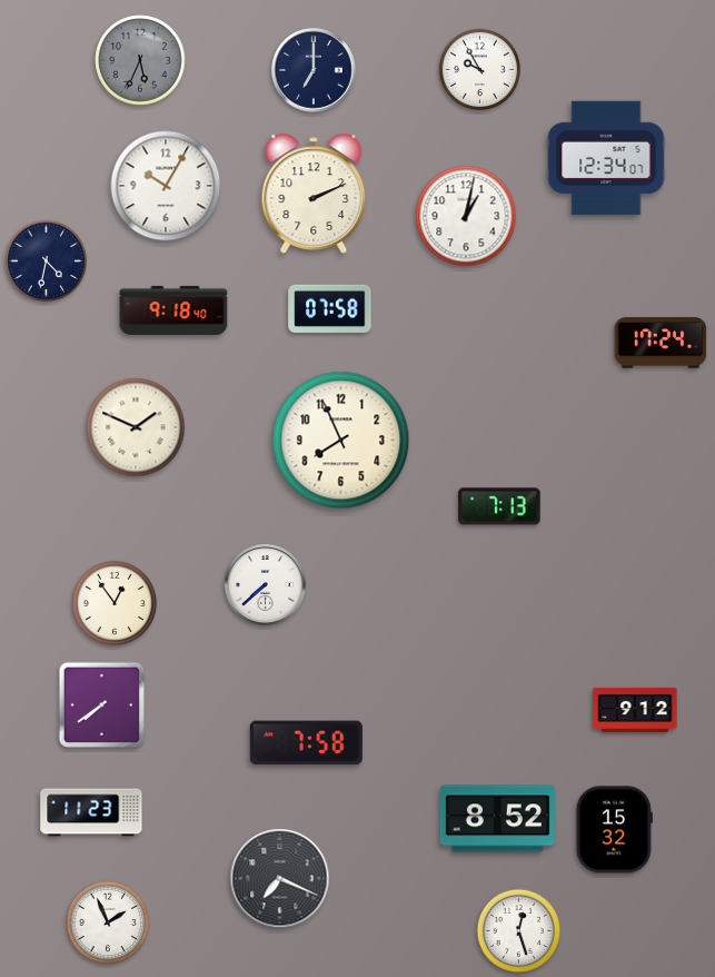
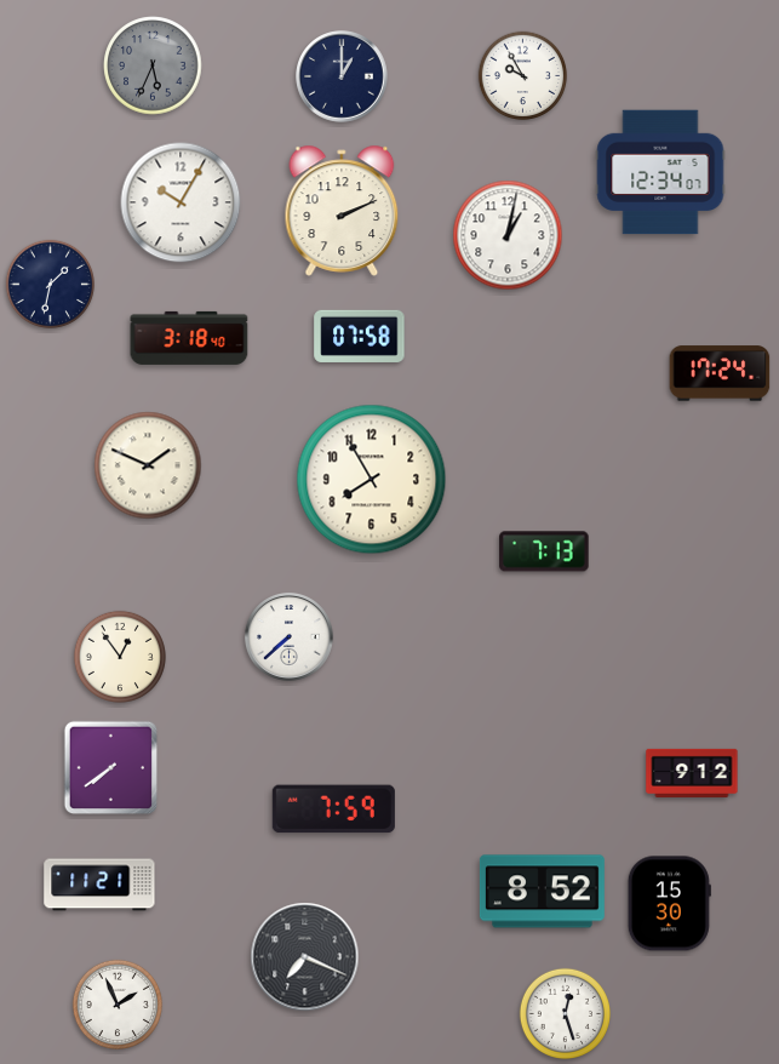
clock at (314, 70): 7:00 -> 1:00
clock at (47, 261): 4:32 -> 1:32
clock at (173, 310): 9:18 -> 3:18
clock at (341, 441): 7:56 -> 7:55
clock at (115, 603) position: (115, 603) -> (120, 657)
clock at (306, 743): 7:58 -> 7:59
clock at (91, 812): 11:23 -> 11:21
clock at (614, 830): 15:32 -> 15:30
